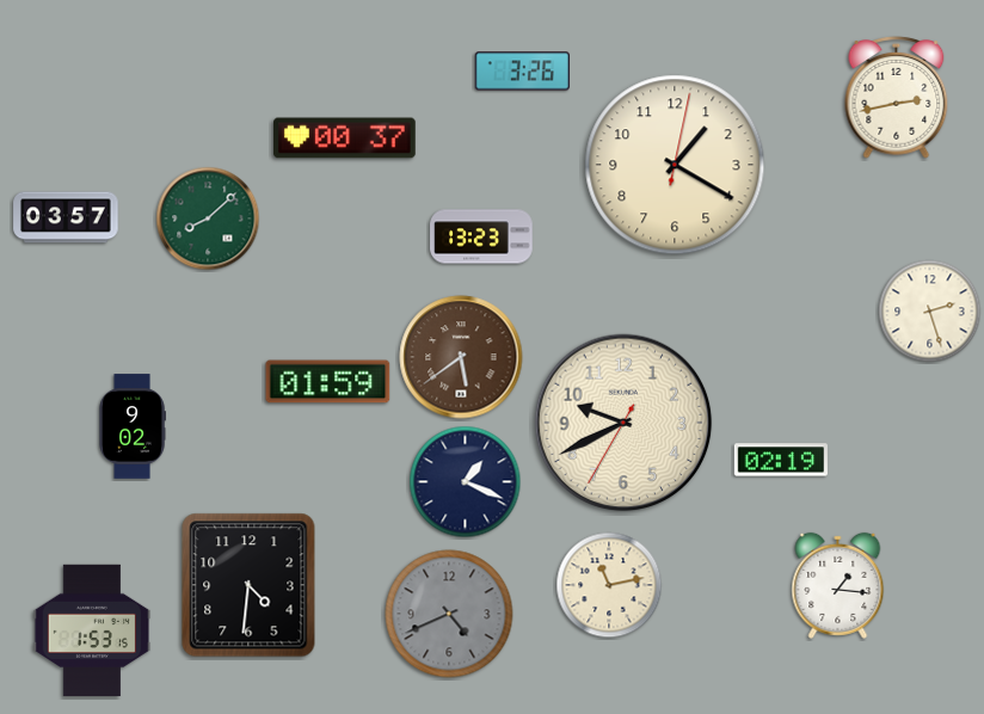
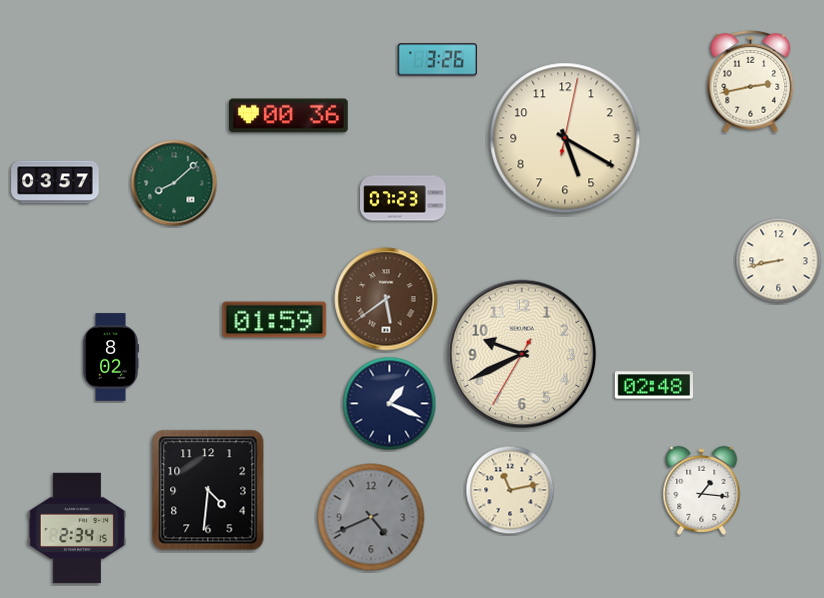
clock at (345, 139): 00:37 -> 00:36
clock at (675, 165): 1:20 -> 5:20
clock at (481, 236): 13:23 -> 07:23
clock at (930, 312): 2:27 -> 8:43
clock at (133, 426): 9:02 -> 8:02
clock at (780, 460): 02:19 -> 02:48
clock at (449, 614) position: (449, 614) -> (371, 517)
clock at (92, 630): 1:53 -> 2:34
